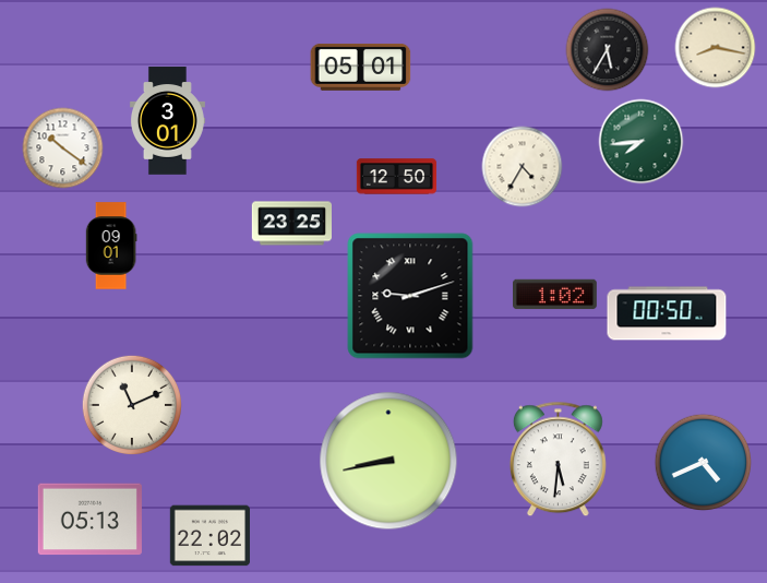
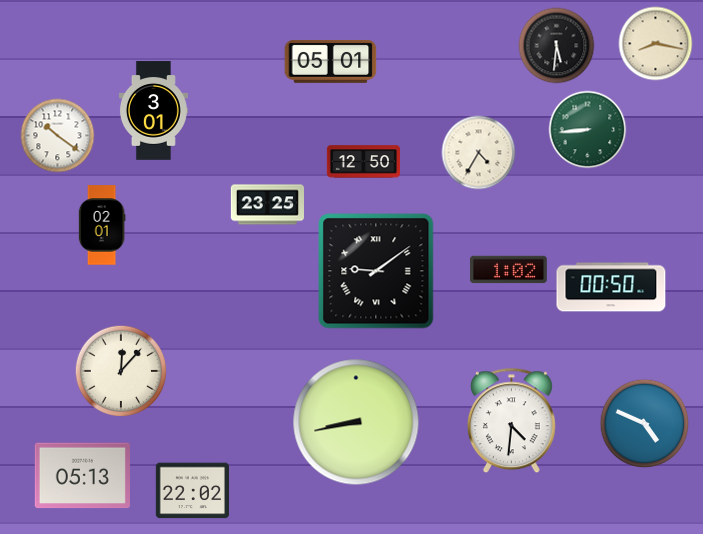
clock at (608, 50): 5:35 -> 5:31
clock at (642, 142): 7:44 -> 8:44
clock at (111, 246): 09:01 -> 02:01
clock at (410, 296): 9:12 -> 9:09
clock at (131, 404): 11:11 -> 12:07
clock at (558, 460): 5:31 -> 4:31
clock at (704, 463): 4:41 -> 4:49
